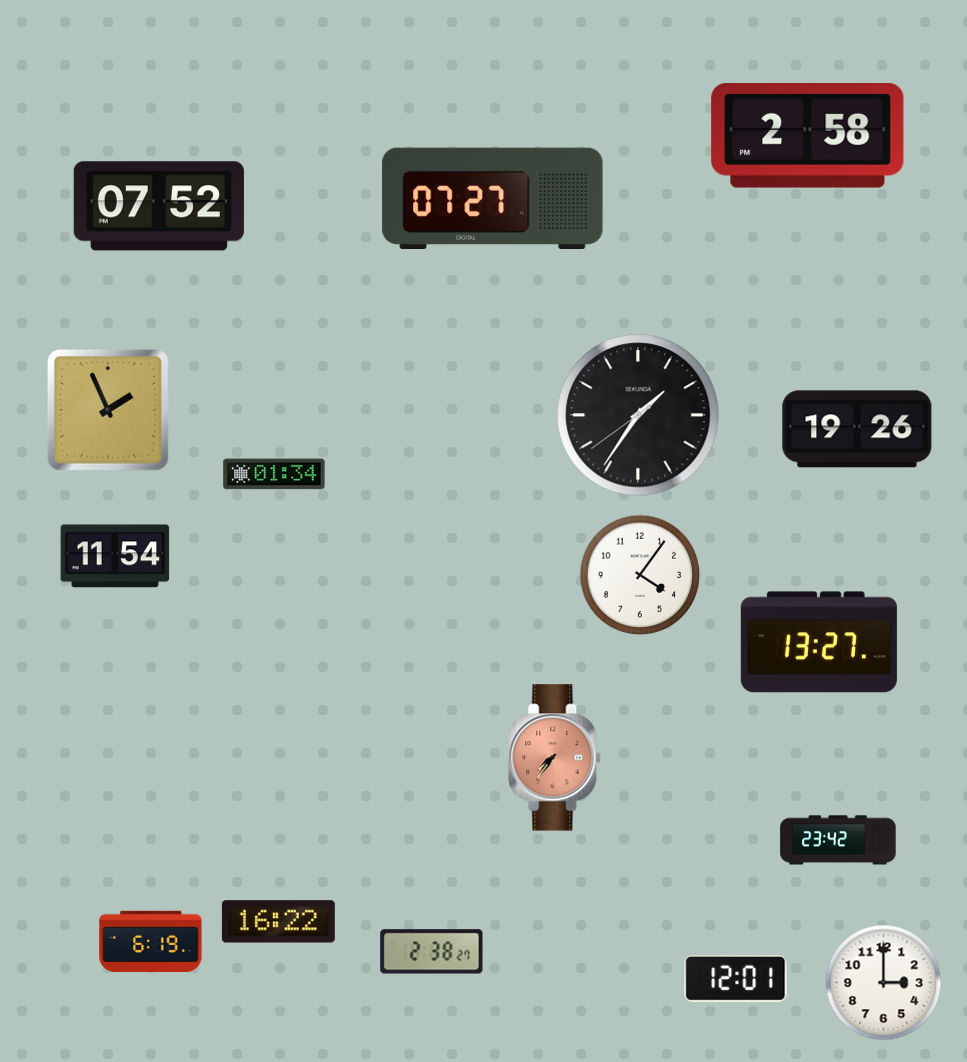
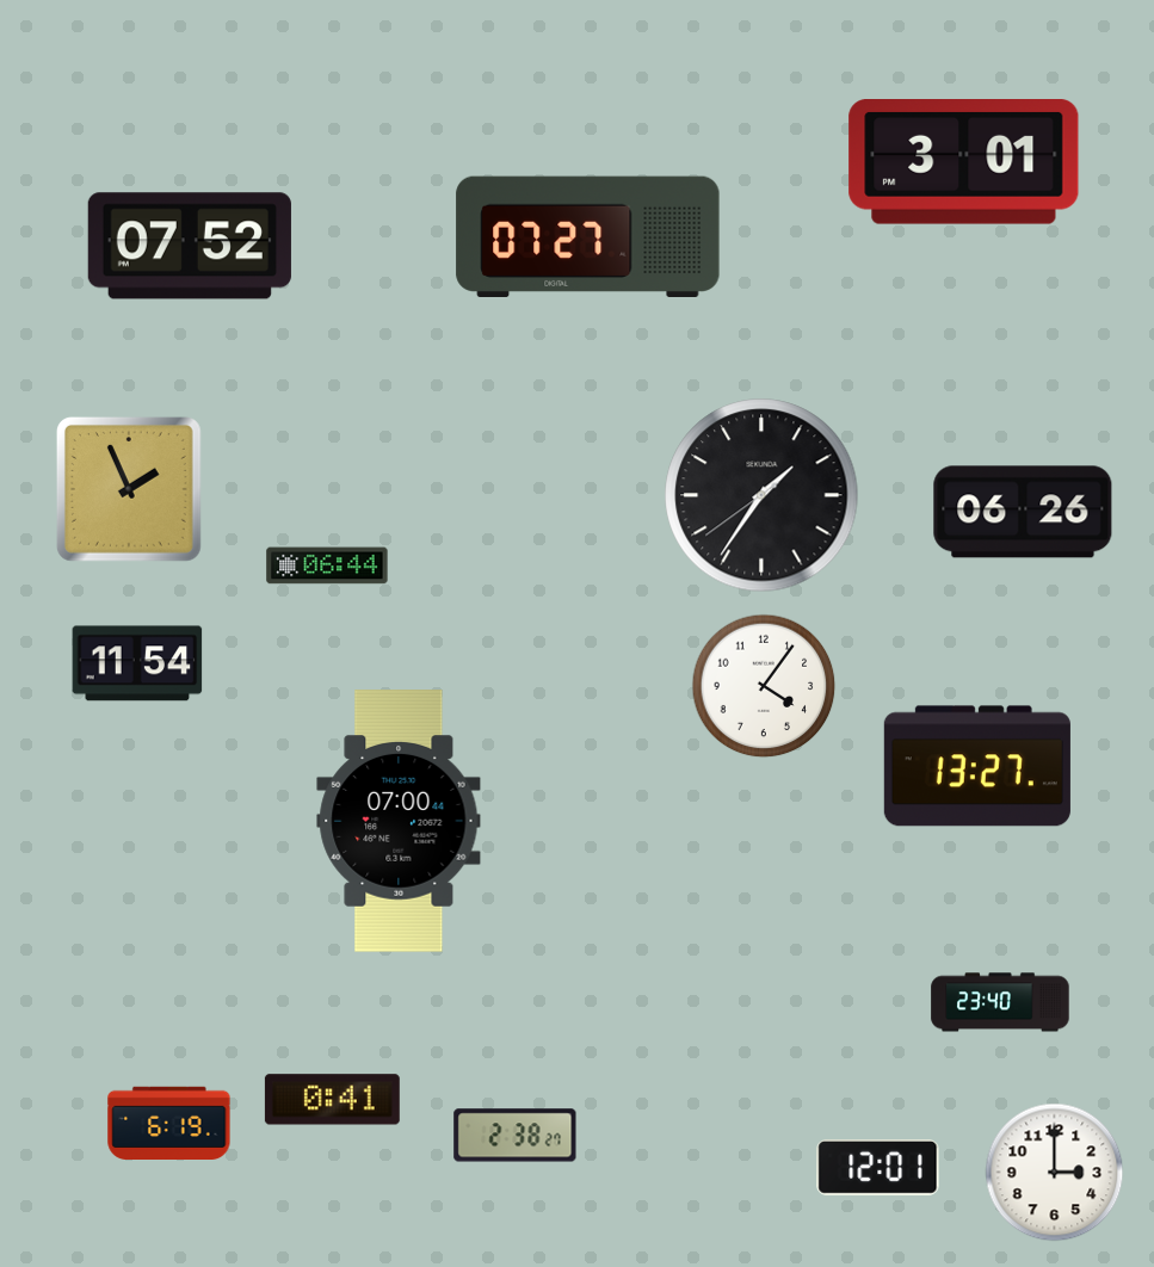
clock at (808, 136): 2:58 -> 3:01
clock at (857, 429): 19:26 -> 06:26
clock at (274, 474): 01:34 -> 06:44
clock at (399, 821): none -> 07:00
clock at (555, 758): 7:36 -> none
clock at (838, 840): 23:42 -> 23:40
clock at (278, 922): 16:22 -> 0:41
clock at (151, 942) position: (151, 942) -> (169, 1124)
